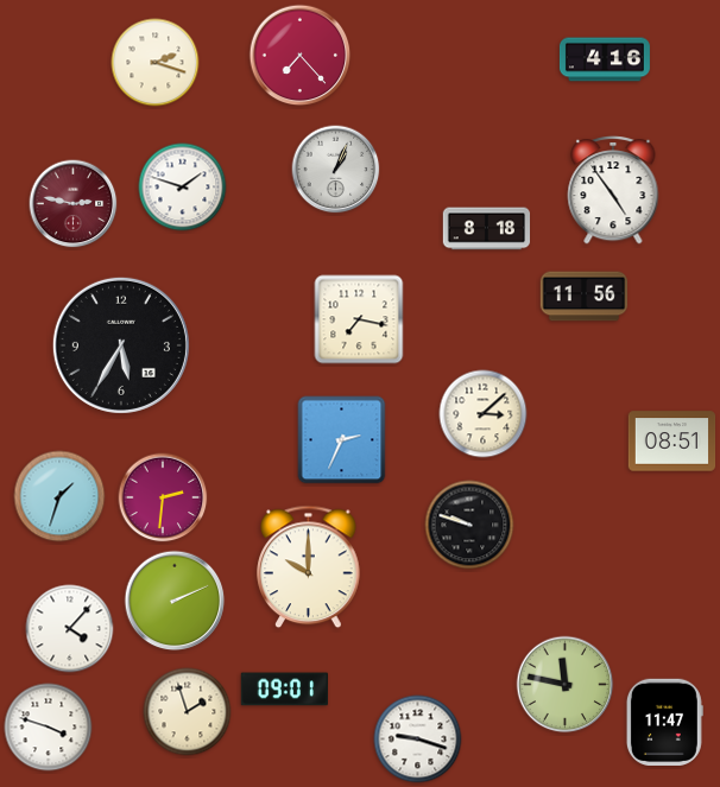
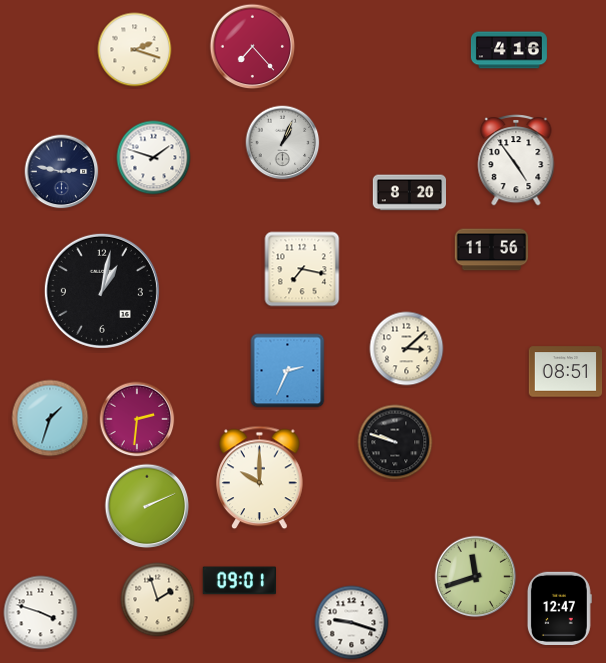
clock at (156, 63) position: (156, 63) -> (135, 50)
clock at (74, 204) dial: burgundy -> navy
clock at (486, 229): 8:18 -> 8:20
clock at (121, 345): 5:35 -> 1:02
clock at (70, 629): 4:07 -> none
clock at (566, 685): 11:47 -> 11:42
clock at (664, 722): 11:47 -> 12:47
